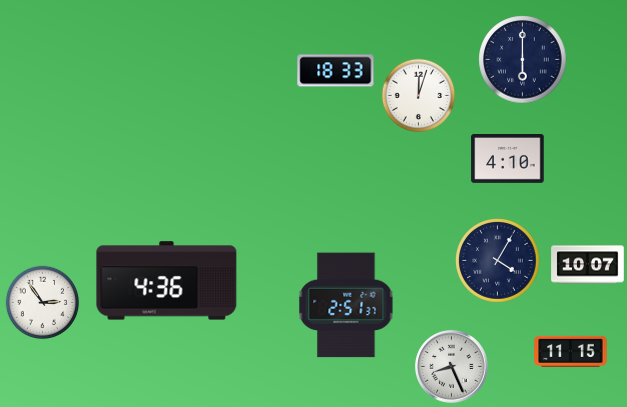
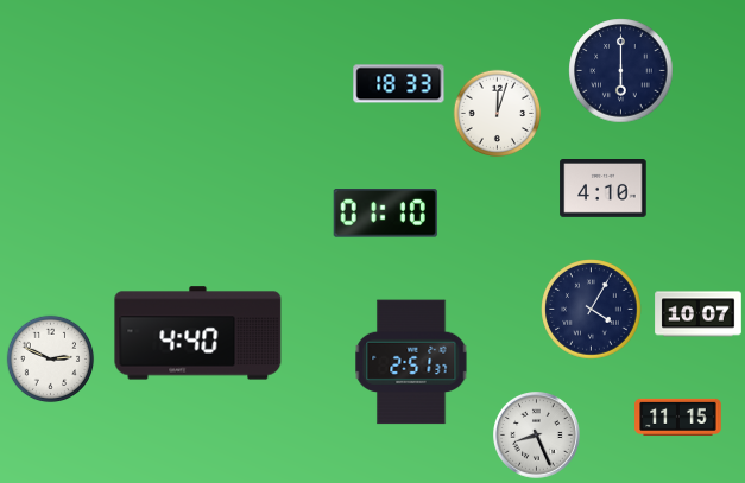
clock at (385, 214): none -> 01:10
clock at (167, 281): 4:36 -> 4:40
clock at (43, 303): 2:54 -> 2:49
